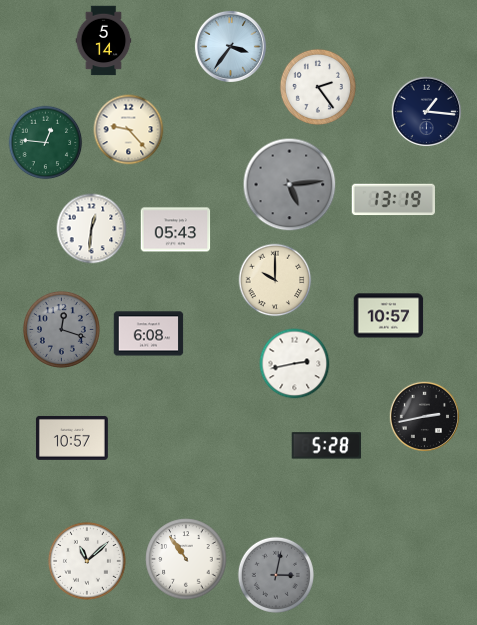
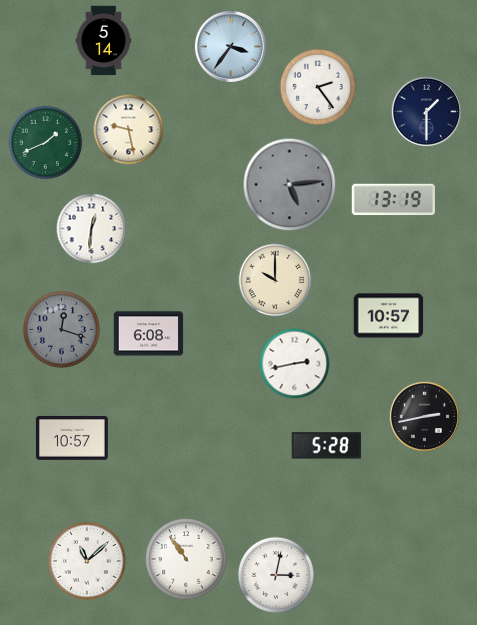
clock at (427, 112): 1:16 -> 1:30
clock at (129, 130): 9:23 -> 9:28
clock at (46, 143): 12:46 -> 1:41
clock at (176, 230): 05:43 -> none
clock at (276, 575) dial: grey -> white
